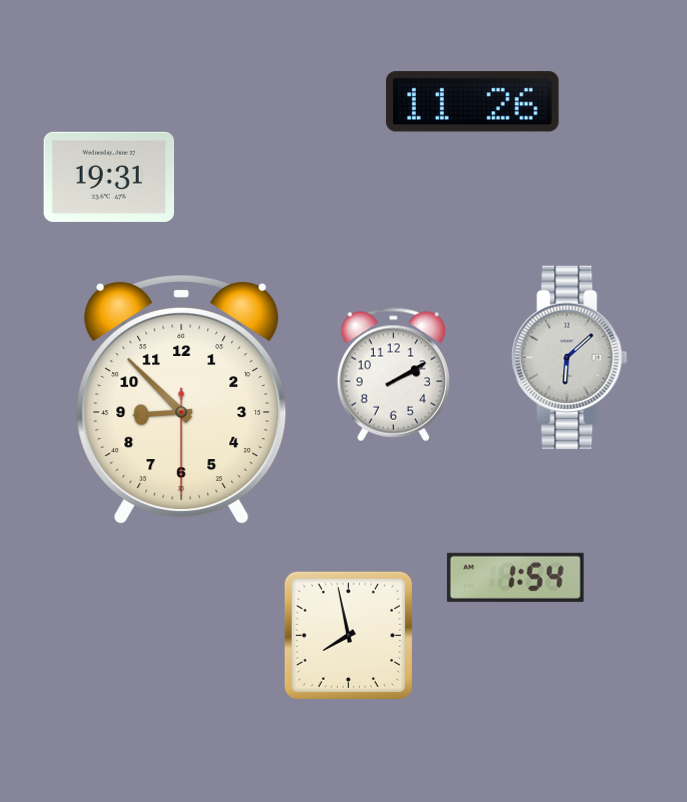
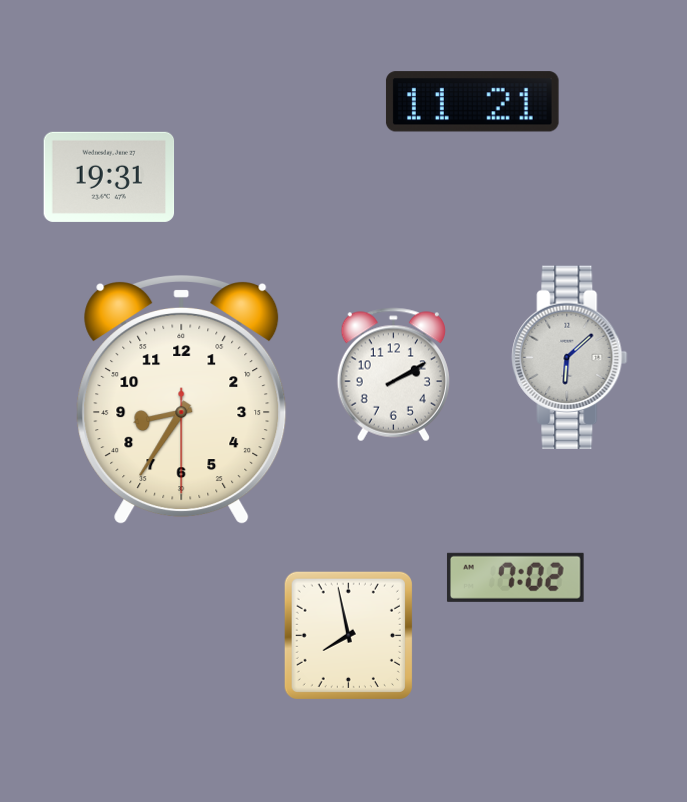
clock at (472, 102): 11:26 -> 11:21
clock at (182, 401): 8:52 -> 8:35
clock at (515, 577): 1:54 -> 7:02
